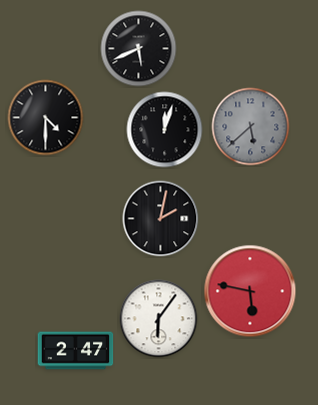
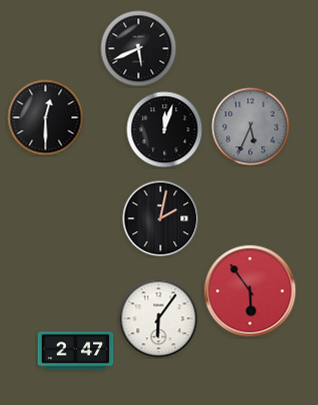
clock at (46, 118): 4:30 -> 12:30
clock at (251, 127): 5:38 -> 5:34
clock at (250, 291): 5:47 -> 5:54
